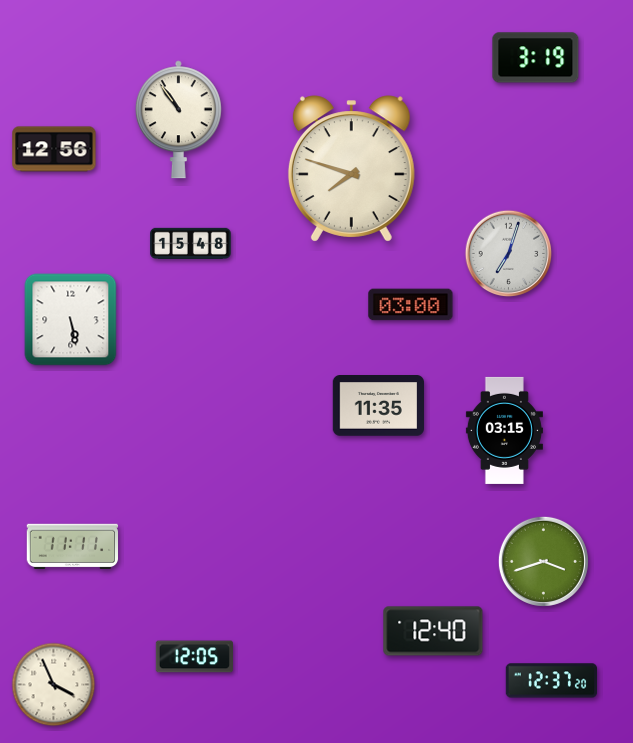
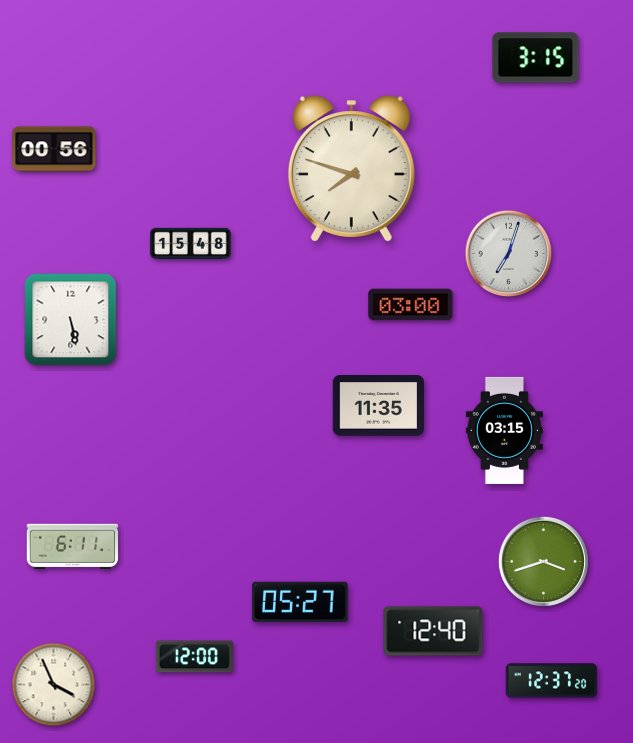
clock at (536, 58): 3:19 -> 3:15
clock at (178, 120): 10:54 -> none
clock at (54, 149): 12:56 -> 00:56
clock at (73, 547): 11:11 -> 6:11
clock at (300, 601): none -> 05:27
clock at (194, 657): 12:05 -> 12:00
